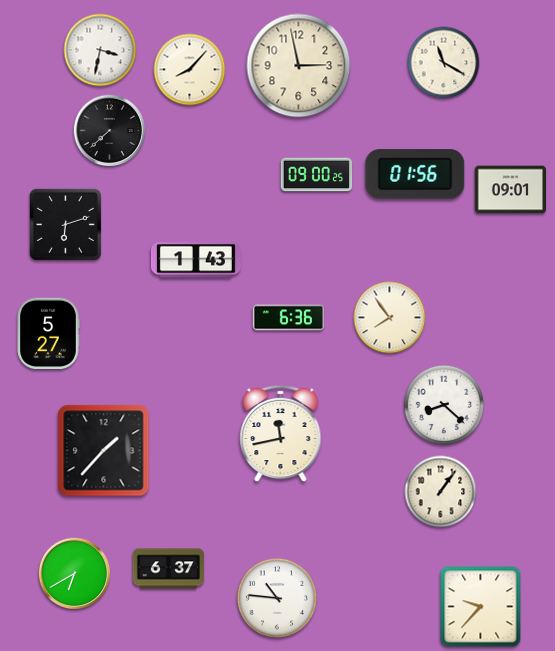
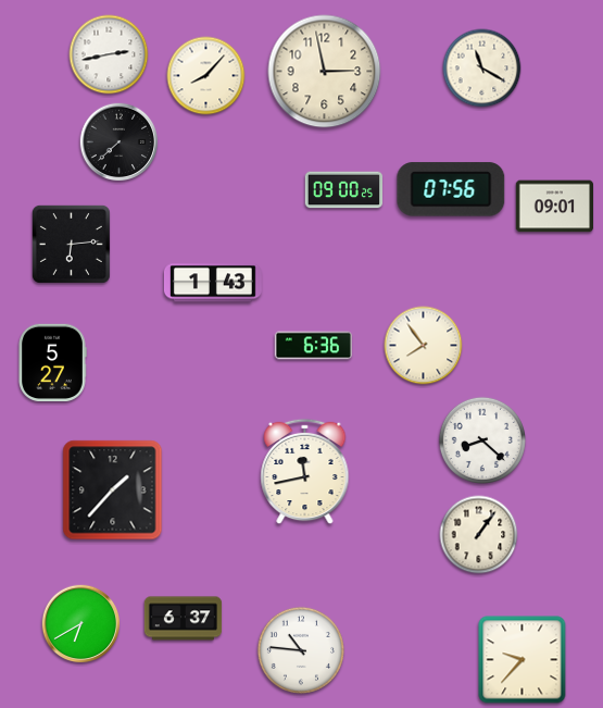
clock at (100, 50): 3:32 -> 2:43
clock at (415, 174): 01:56 -> 07:56
clock at (65, 224): 6:12 -> 6:14
